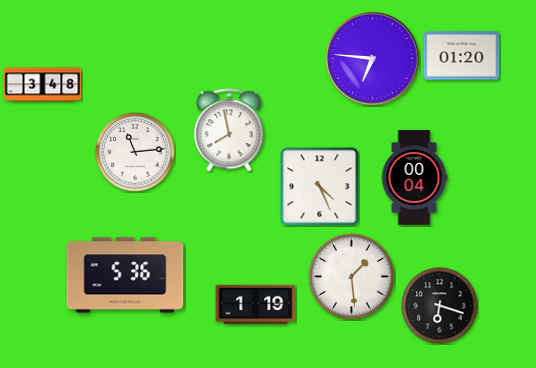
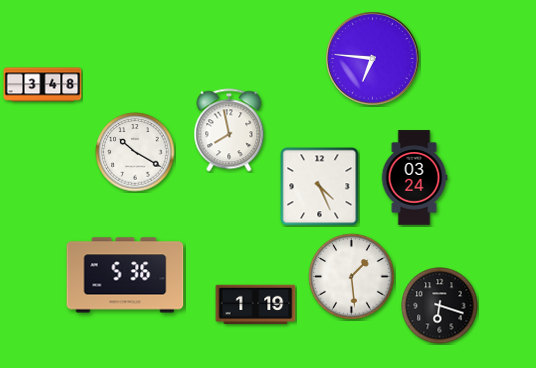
clock at (462, 56): 01:20 -> none
clock at (135, 152): 11:14 -> 10:20
clock at (414, 178): 00:04 -> 03:24
